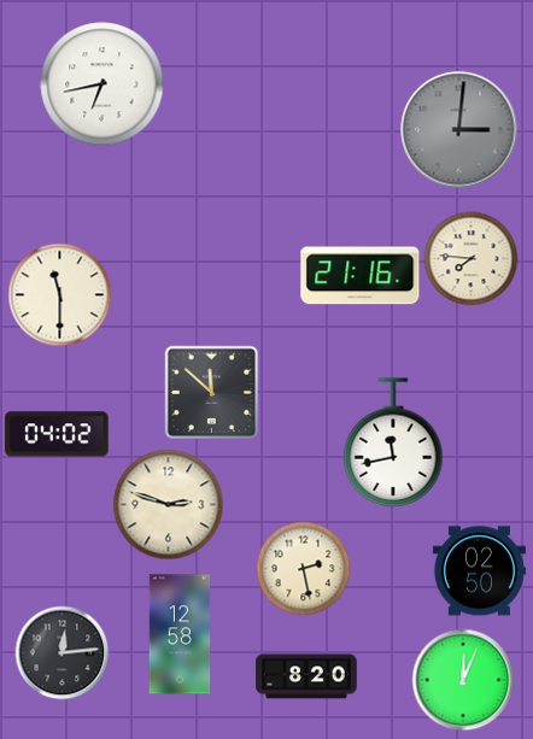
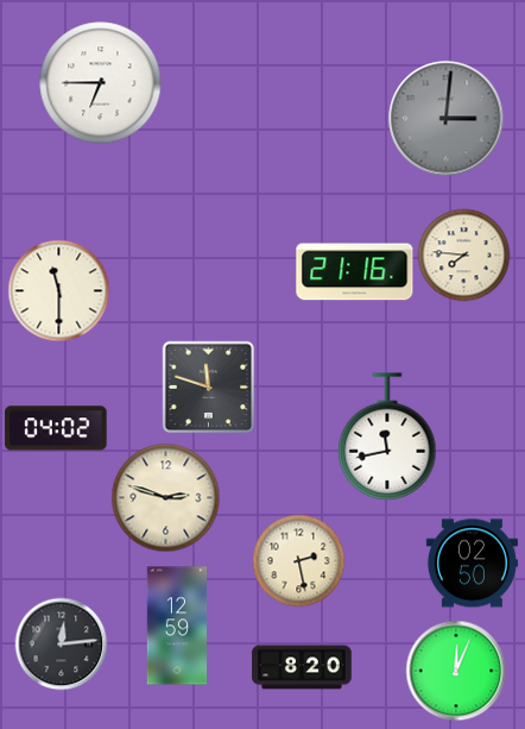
clock at (102, 84): 6:43 -> 6:45
clock at (459, 130) position: (459, 130) -> (447, 119)
clock at (211, 392): 11:52 -> 11:48
clock at (180, 634): 12:58 -> 12:59
